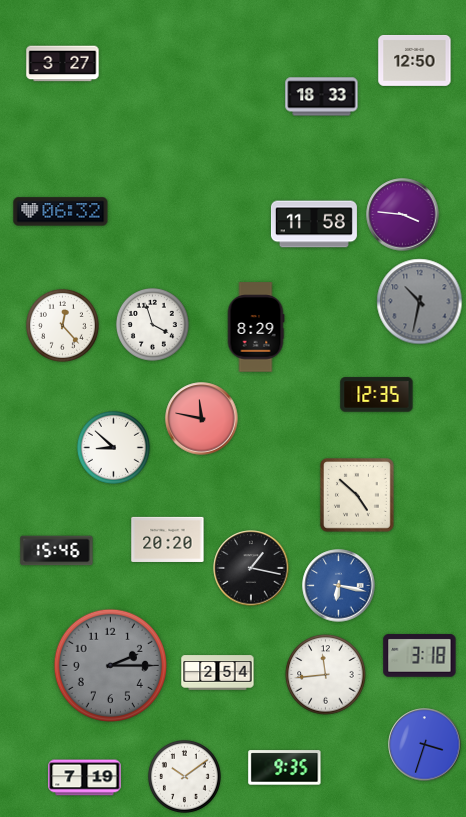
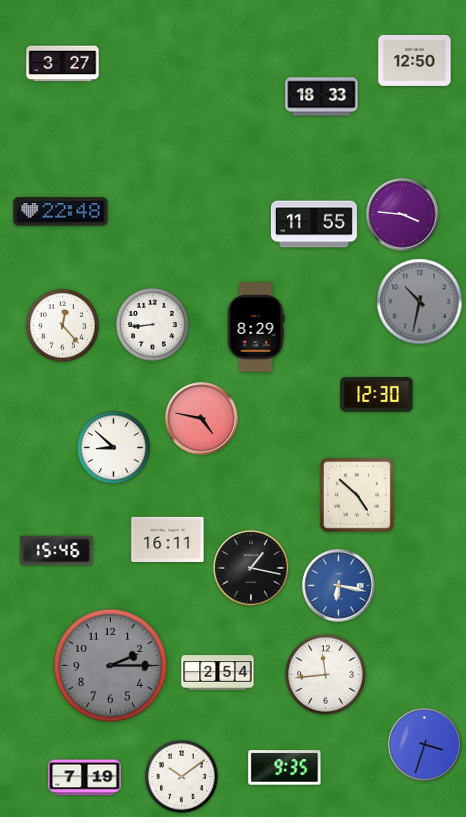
clock at (61, 212): 06:32 -> 22:48
clock at (314, 224): 11:58 -> 11:55
clock at (152, 324): 3:57 -> 8:44
clock at (377, 395): 12:35 -> 12:30
clock at (202, 419): 11:47 -> 4:47
clock at (168, 539): 20:20 -> 16:11
clock at (420, 656): 3:18 -> none
clock at (184, 776) position: (184, 776) -> (181, 776)
